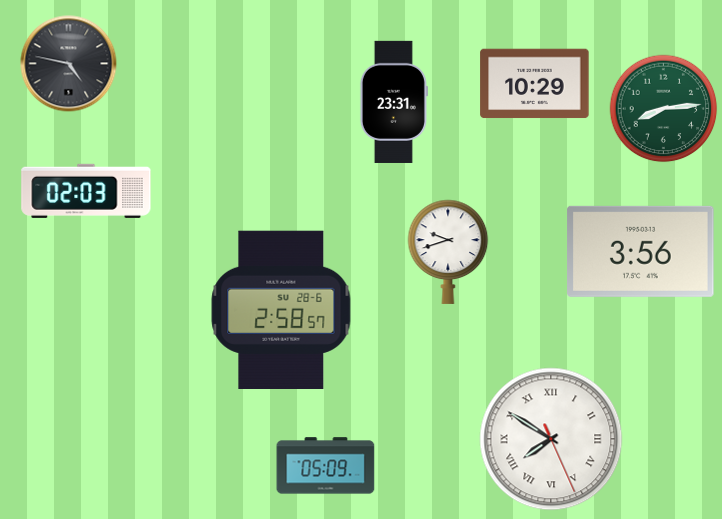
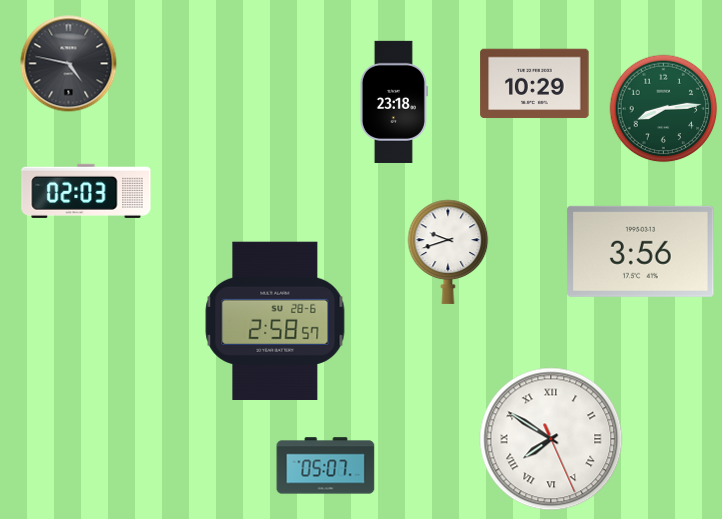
clock at (394, 102): 23:31 -> 23:18
clock at (281, 309) position: (281, 309) -> (275, 320)
clock at (326, 466): 05:09 -> 05:07
